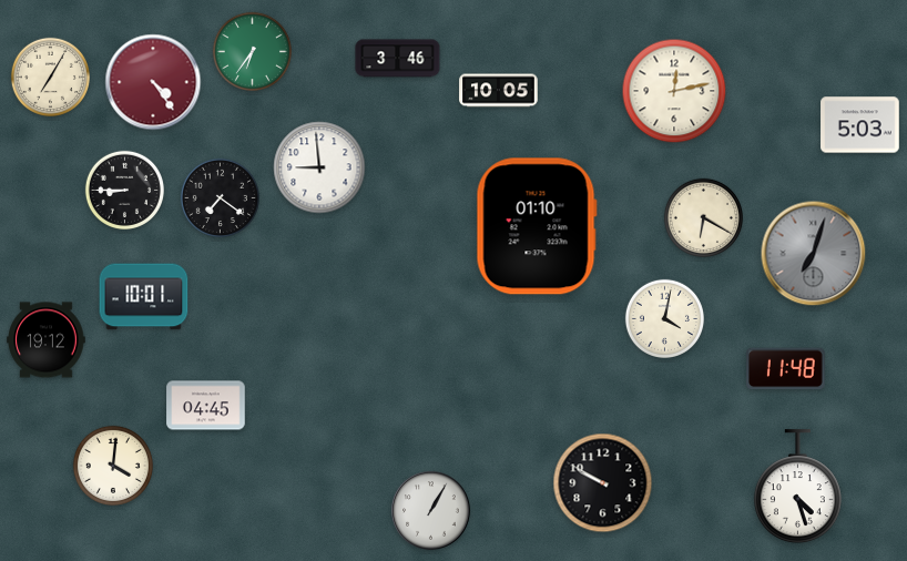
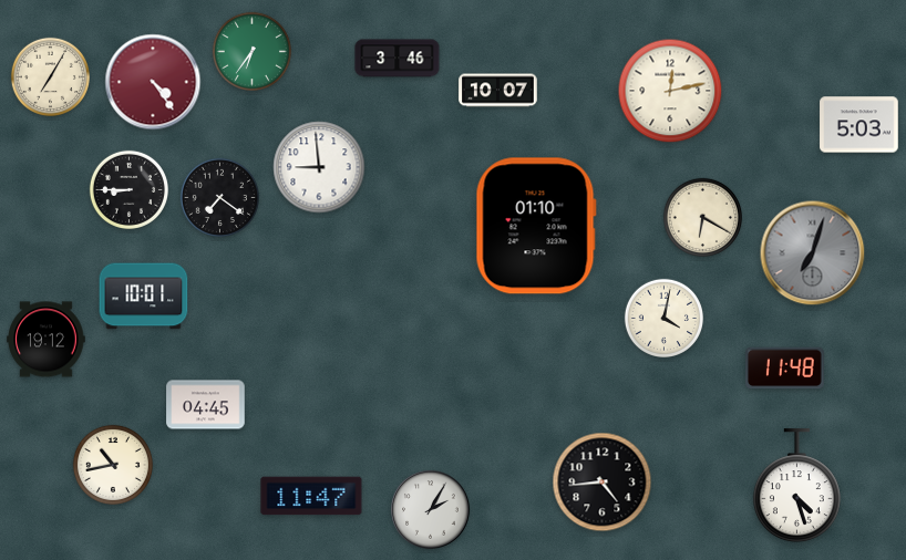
clock at (499, 91): 10:05 -> 10:07
clock at (674, 91) position: (674, 91) -> (670, 91)
clock at (124, 190) position: (124, 190) -> (128, 189)
clock at (113, 466): 4:01 -> 10:43
clock at (603, 483): 9:50 -> 4:44
clock at (311, 496): none -> 11:47
clock at (431, 511): 1:05 -> 2:05
